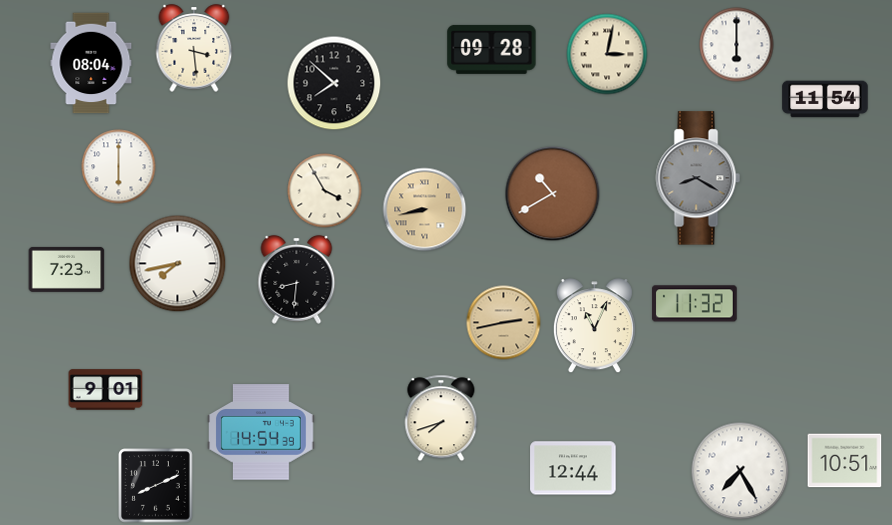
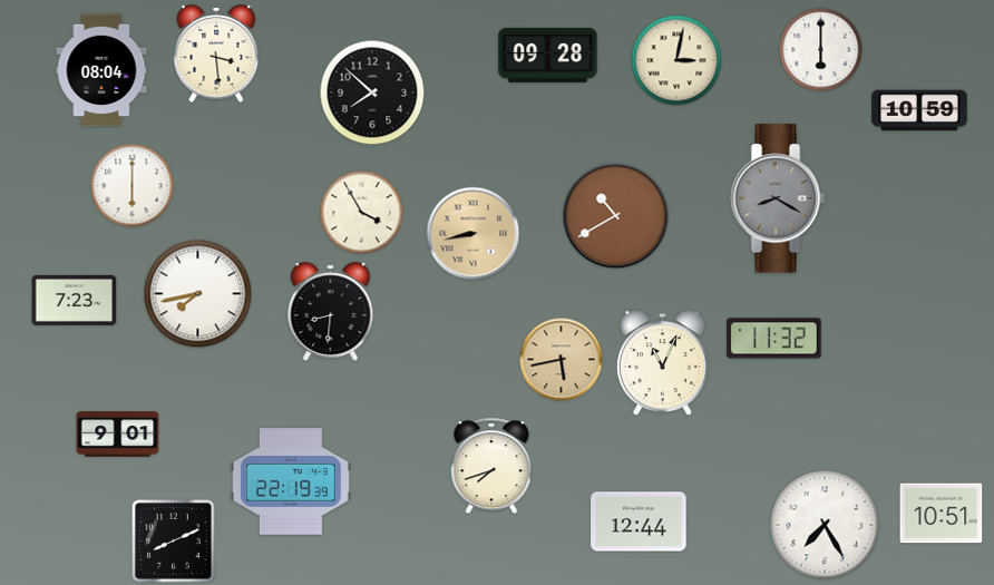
clock at (825, 99): 11:54 -> 10:59
clock at (504, 323): 2:43 -> 5:43
clock at (261, 432): 14:54 -> 22:19
